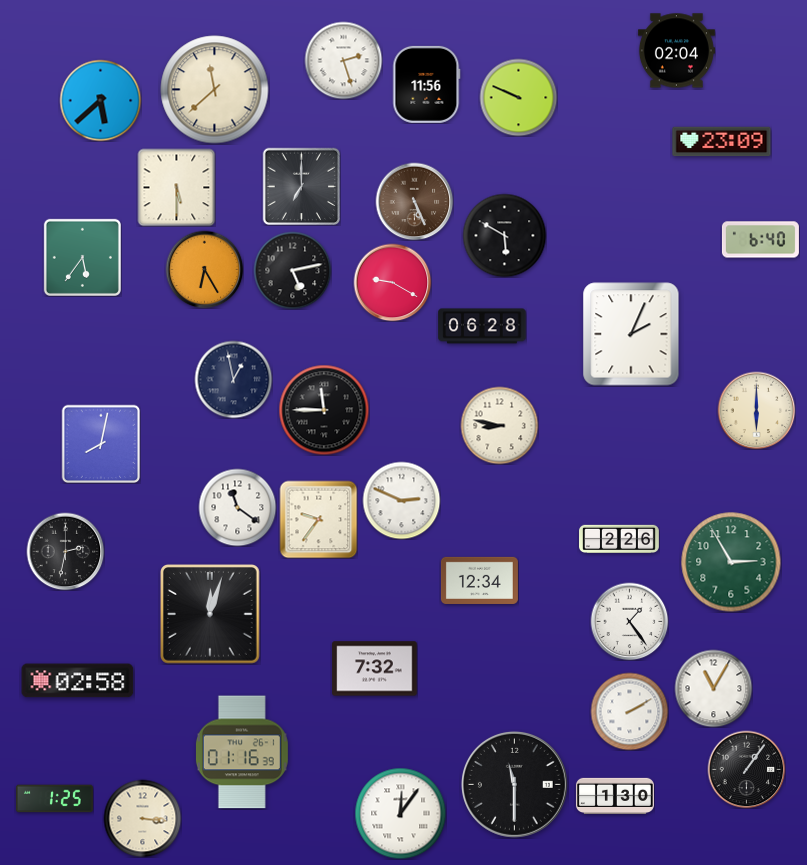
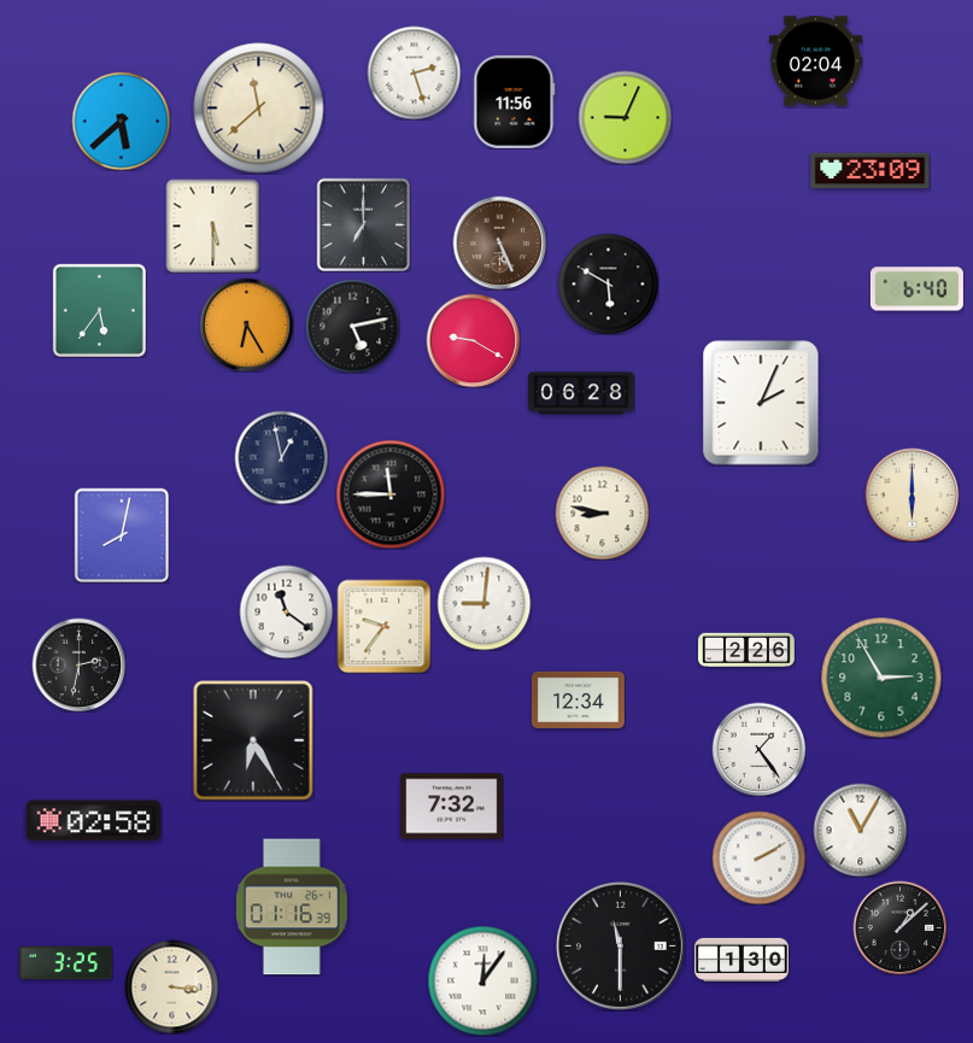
clock at (518, 97): 9:49 -> 9:04
clock at (401, 500): 2:49 -> 9:01
clock at (211, 615): 12:03 -> 6:25
clock at (746, 769): 1:06 -> 1:08
clock at (54, 799): 1:25 -> 3:25
